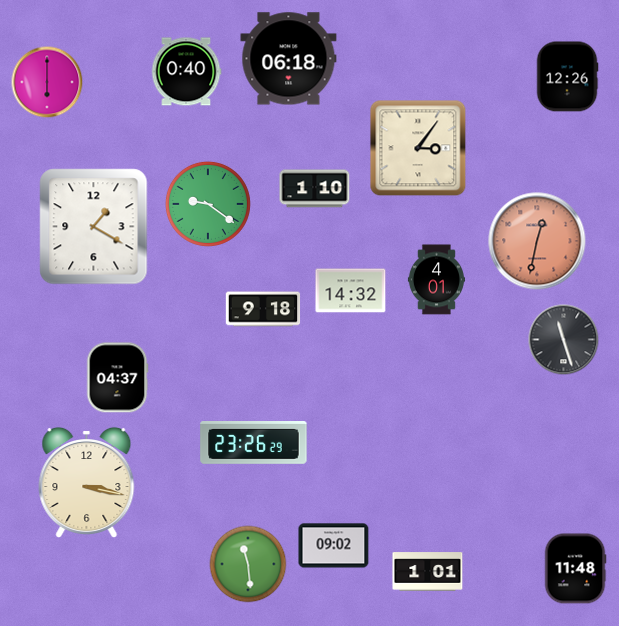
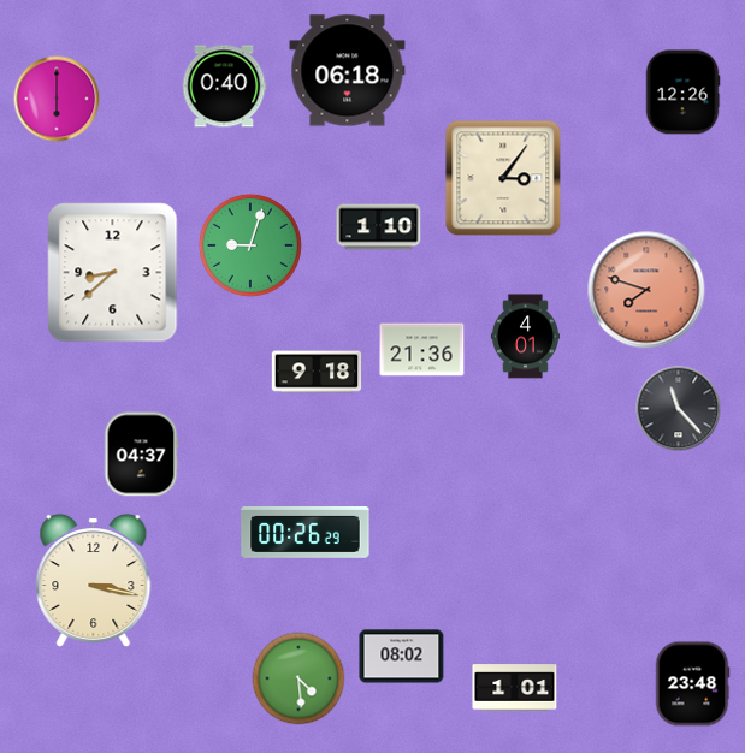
clock at (208, 204): 9:21 -> 9:03
clock at (94, 227): 1:20 -> 8:38
clock at (537, 241): 12:32 -> 7:48
clock at (351, 291): 14:32 -> 21:36
clock at (564, 340): 11:27 -> 11:23
clock at (254, 443): 23:26 -> 00:26
clock at (87, 483) position: (87, 483) -> (94, 581)
clock at (334, 546): 09:02 -> 08:02
clock at (248, 564): 11:29 -> 4:29
clock at (575, 569): 11:48 -> 23:48
